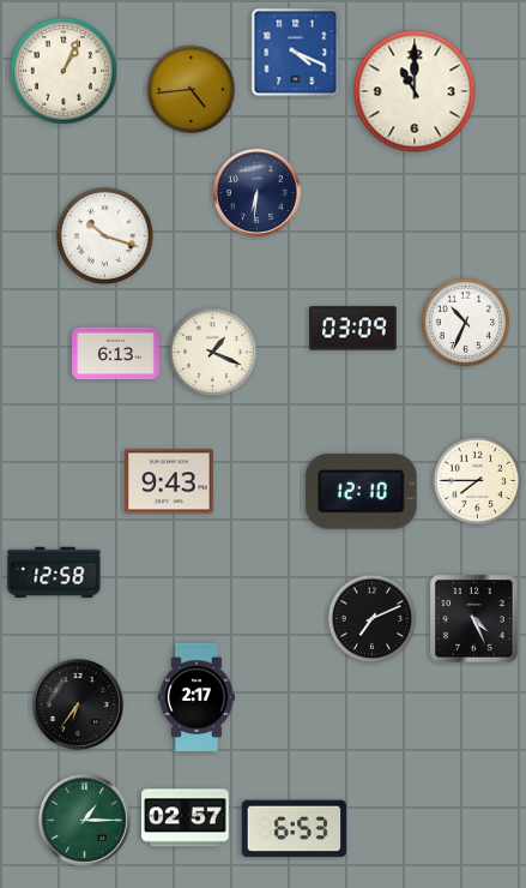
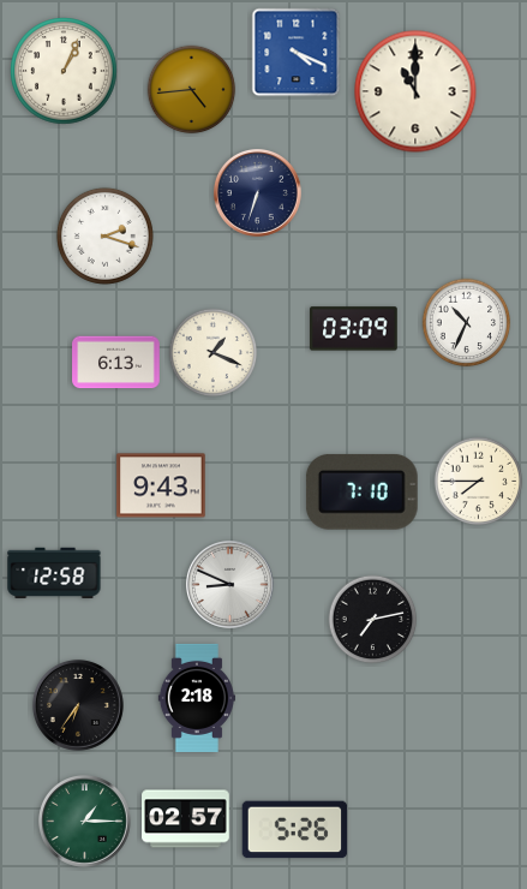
clock at (256, 192): 6:31 -> 6:33
clock at (104, 235): 10:18 -> 2:18
clock at (116, 354) position: (116, 354) -> (116, 363)
clock at (169, 481) position: (169, 481) -> (161, 485)
clock at (361, 492): 12:10 -> 7:10
clock at (229, 584): none -> 8:49
clock at (373, 619): 7:11 -> 7:13
clock at (474, 619): 4:26 -> none
clock at (197, 697): 2:17 -> 2:18
clock at (295, 829): 6:53 -> 5:26
